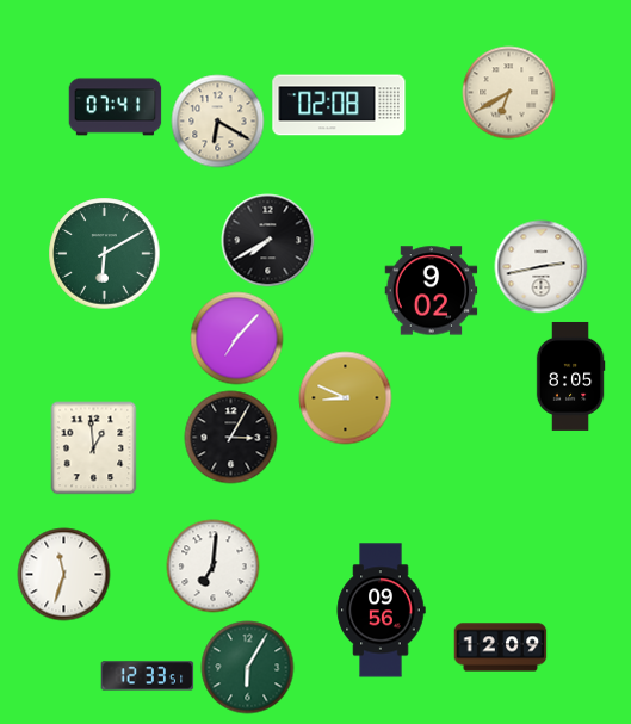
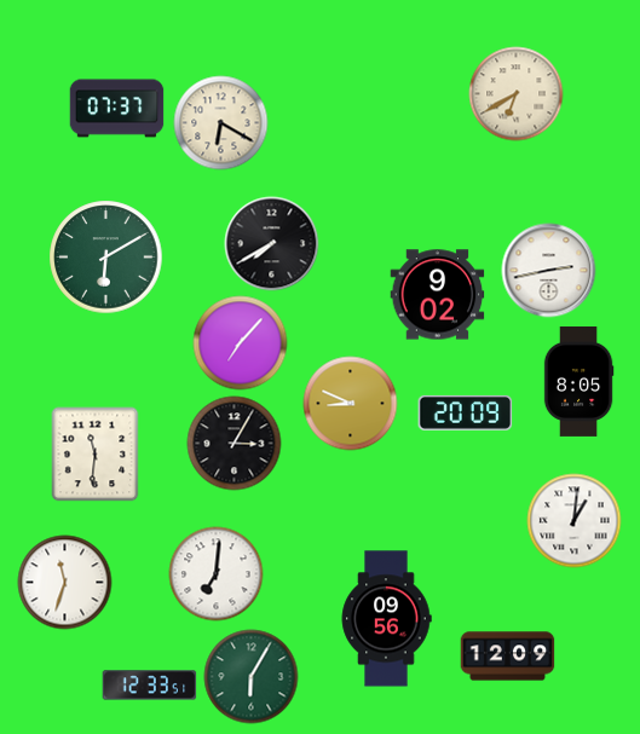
clock at (339, 105): 02:08 -> none
clock at (115, 107): 07:41 -> 07:37
clock at (465, 412): none -> 20:09
clock at (94, 447): 12:59 -> 11:31
clock at (573, 520): none -> 1:01
